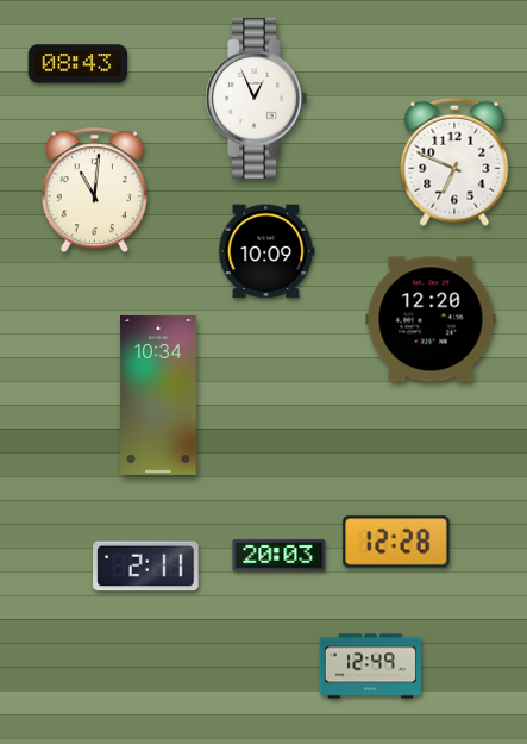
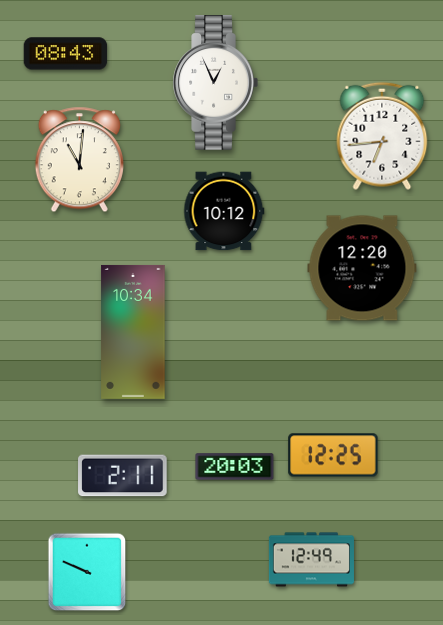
clock at (454, 162): 6:49 -> 6:44
clock at (266, 251): 10:09 -> 10:12
clock at (396, 542): 12:28 -> 12:25
clock at (87, 572): none -> 9:49
